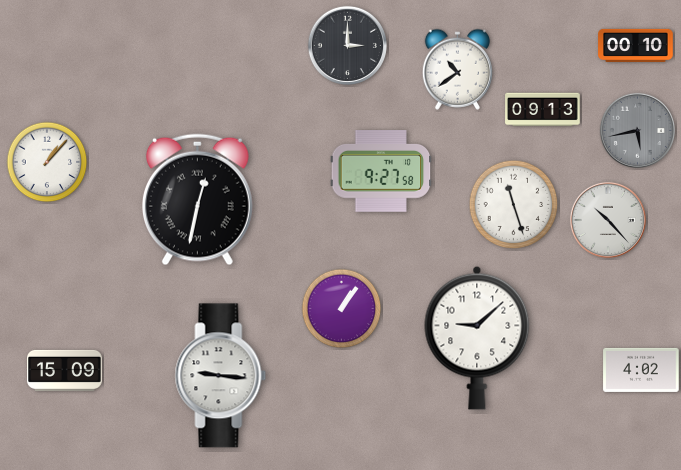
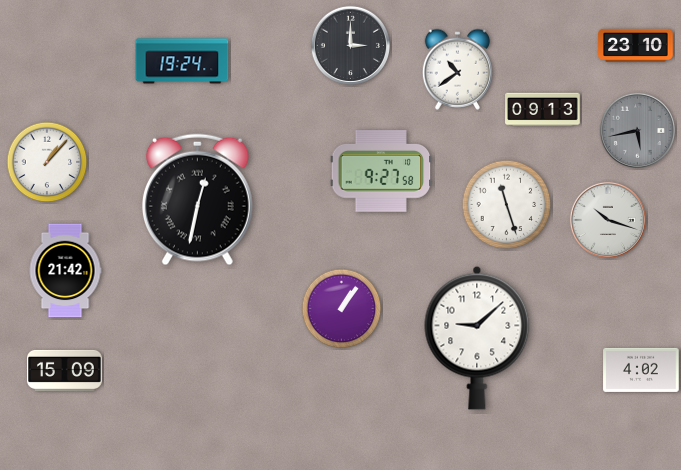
clock at (347, 45) position: (347, 45) -> (350, 45)
clock at (636, 45): 00:10 -> 23:10
clock at (182, 61): none -> 19:24
clock at (514, 205) position: (514, 205) -> (507, 205)
clock at (608, 220): 10:23 -> 10:18
clock at (65, 271): none -> 21:42
clock at (221, 376): 9:16 -> none
